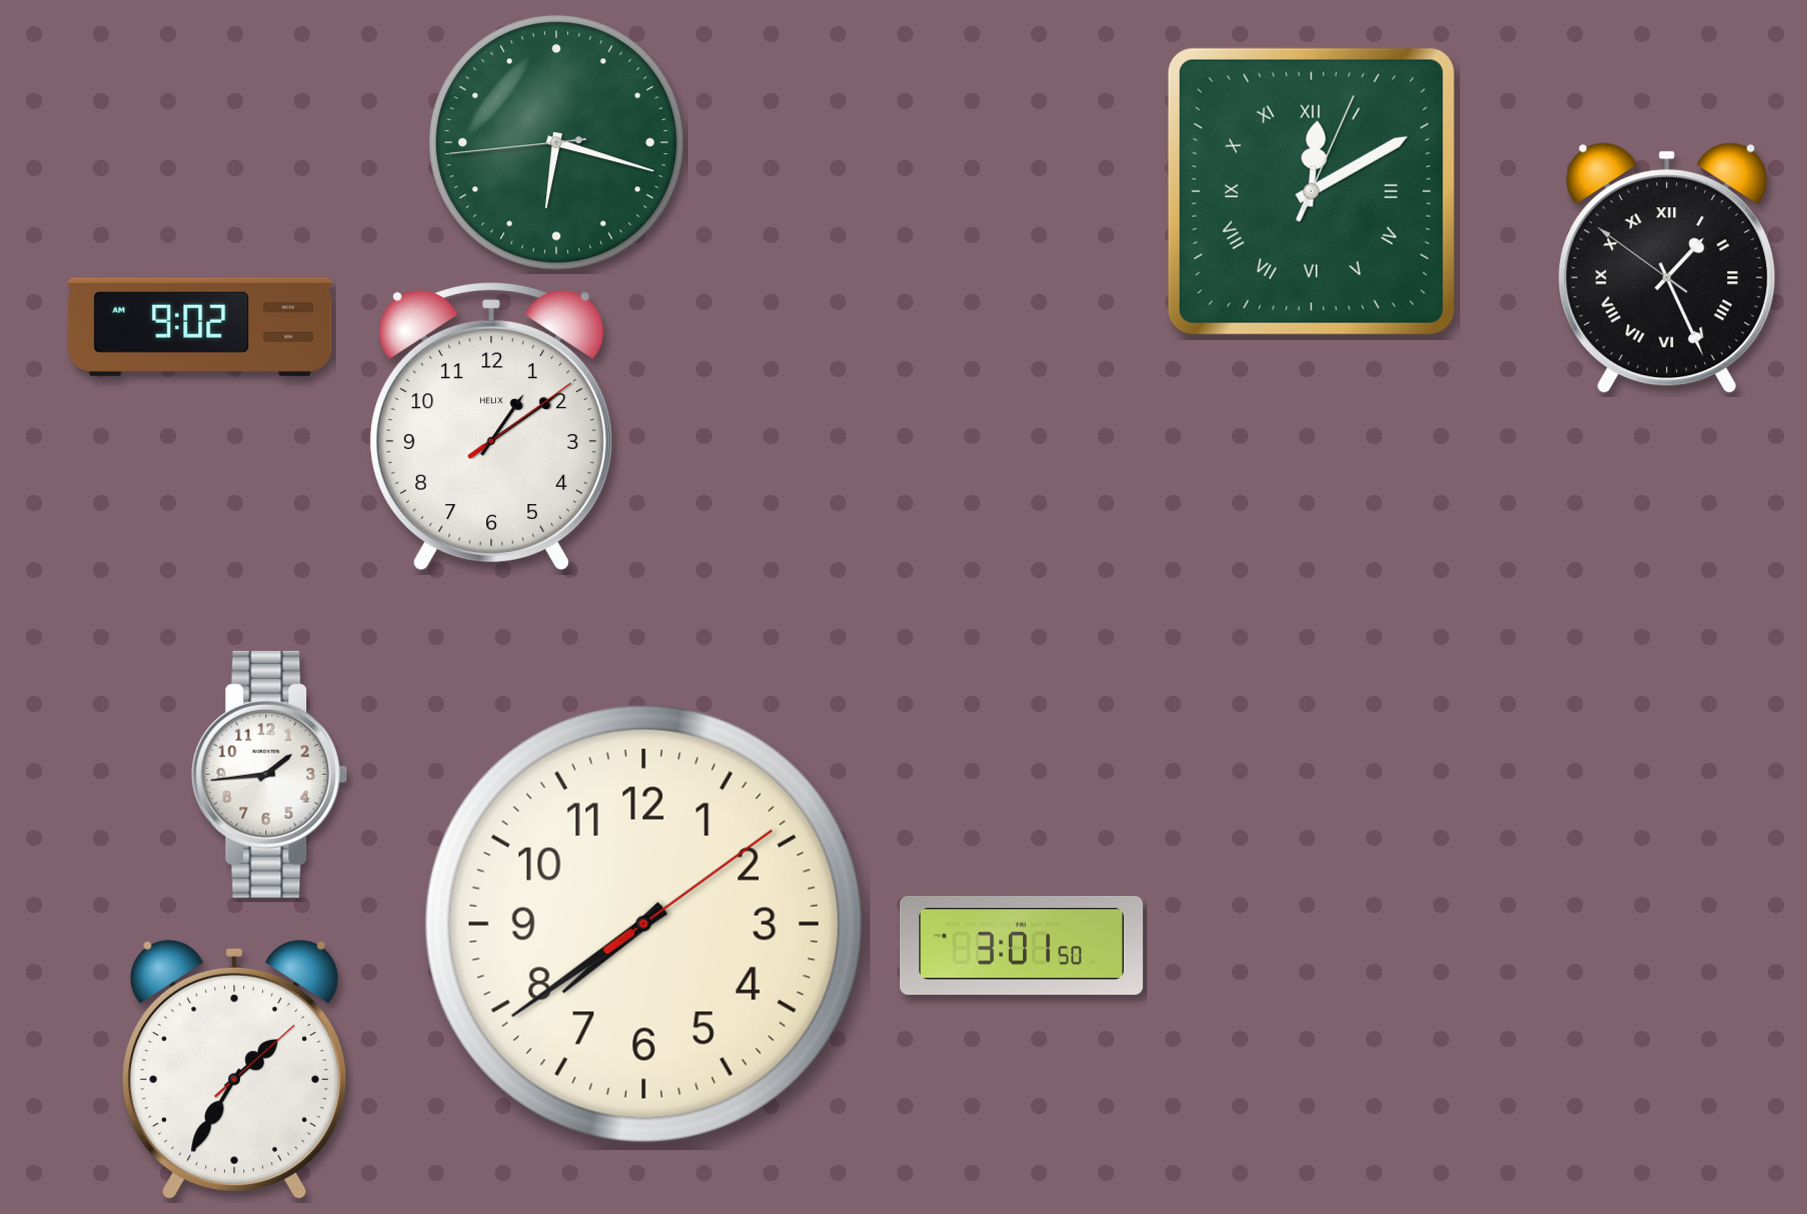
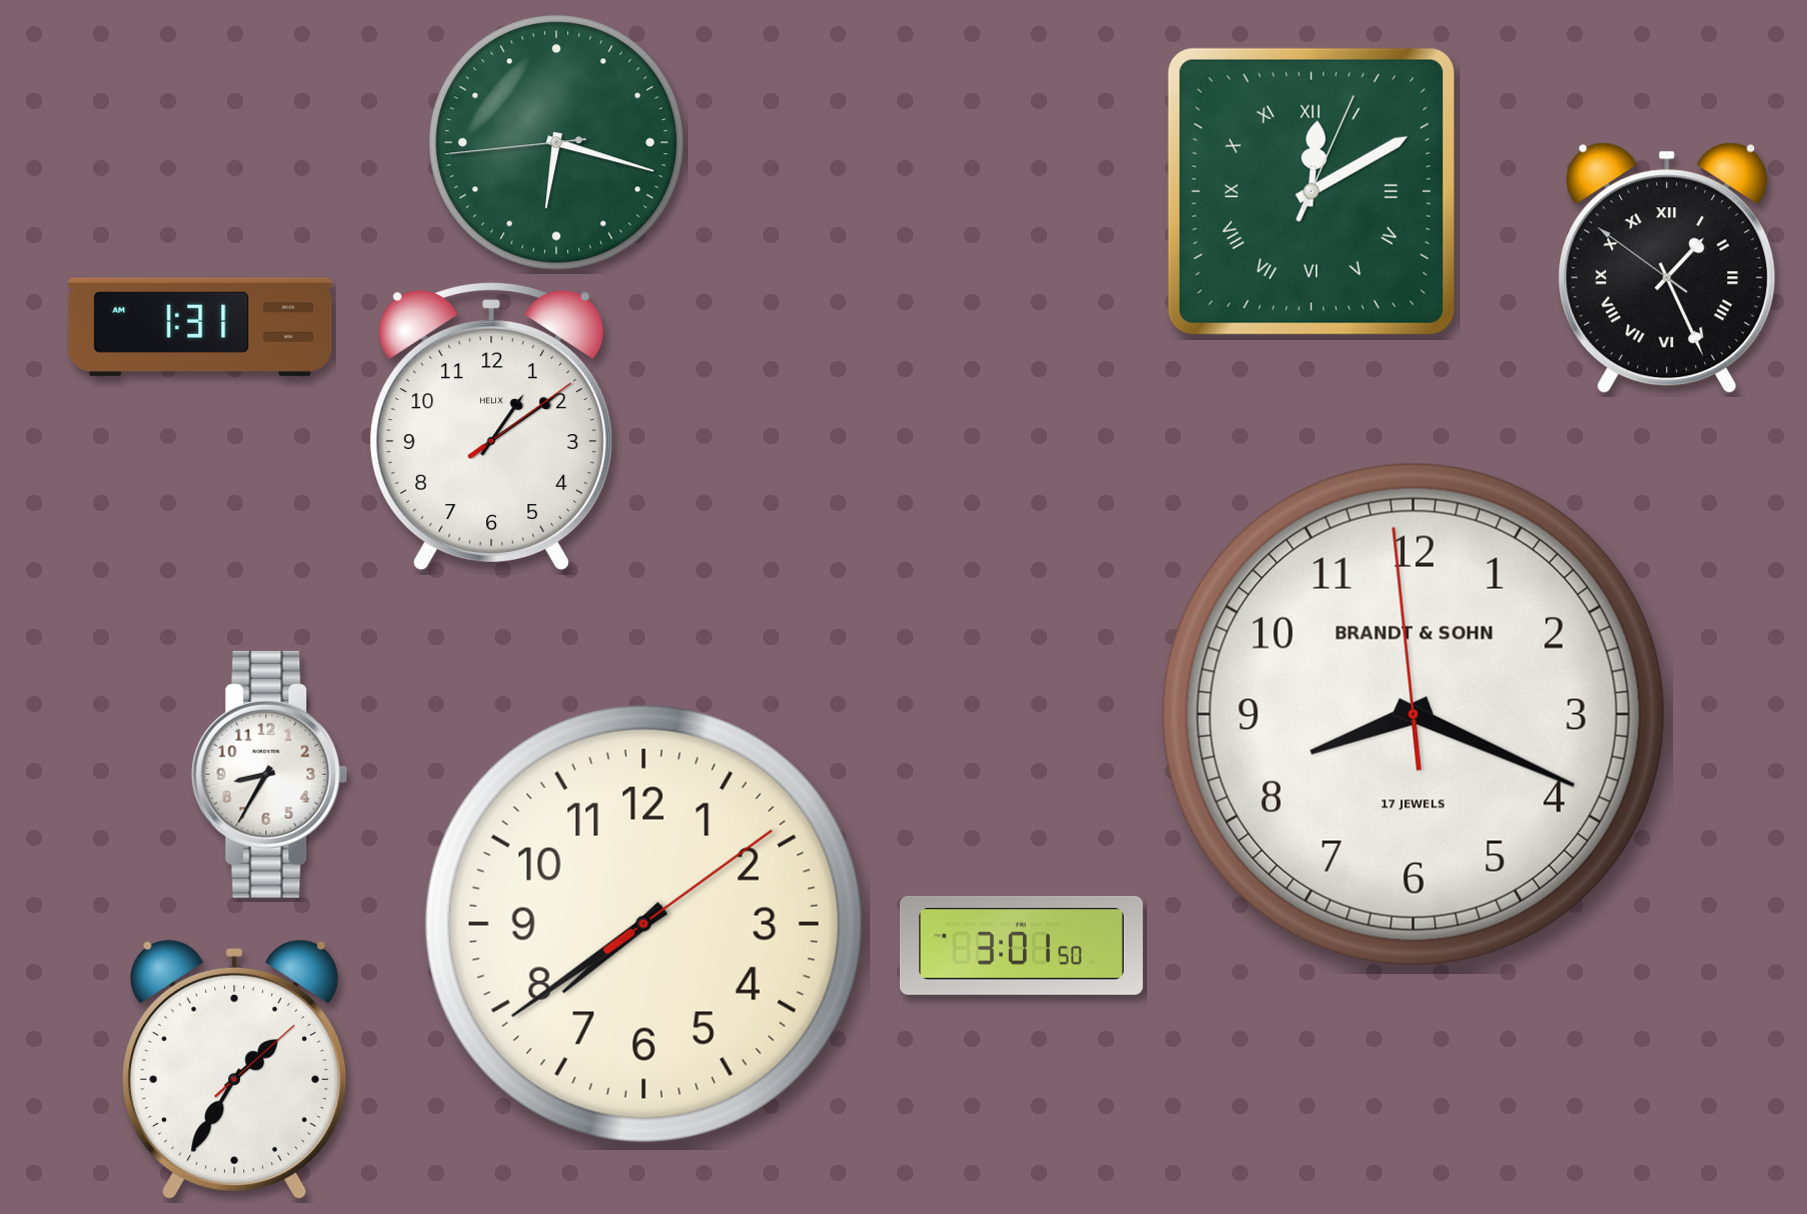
clock at (200, 327): 9:02 -> 1:31
clock at (1413, 714): none -> 8:18
clock at (270, 774): 1:44 -> 8:35
